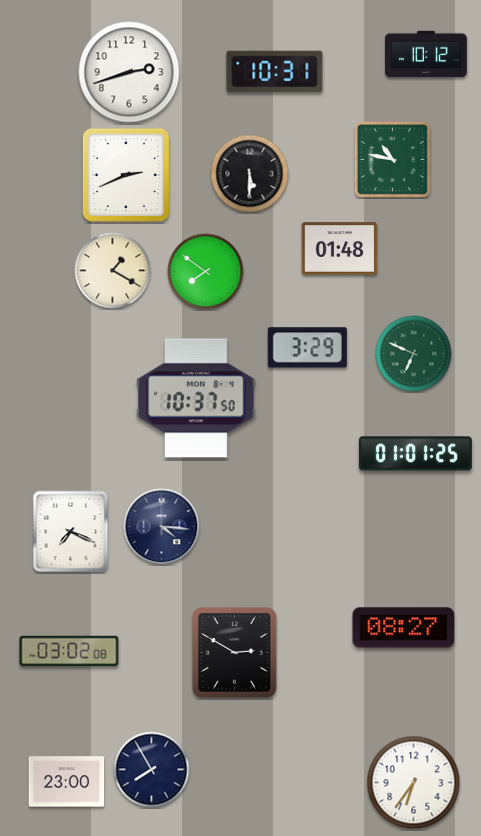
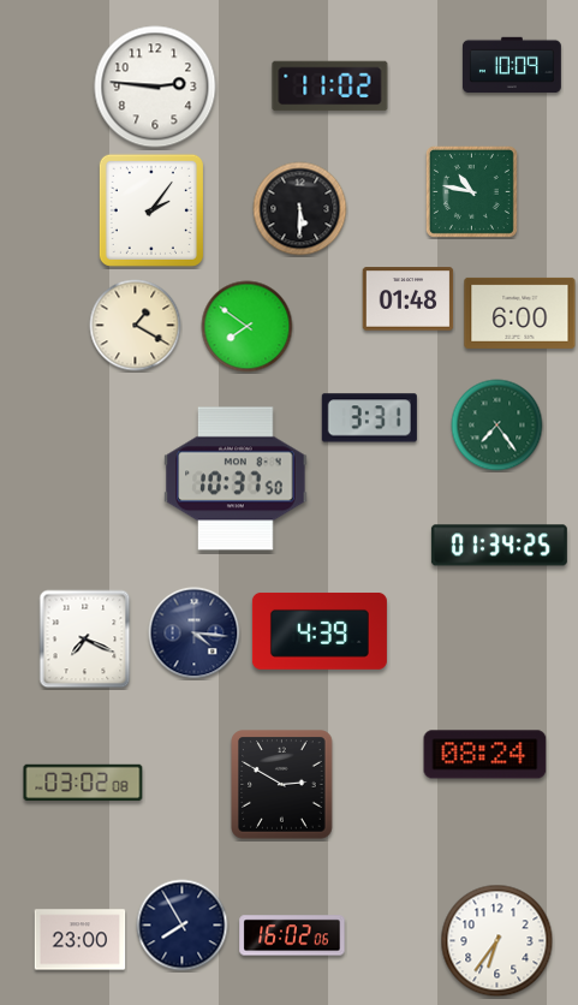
clock at (426, 54): 10:12 -> 10:09
clock at (129, 72): 2:42 -> 2:46
clock at (275, 72): 10:31 -> 11:02
clock at (126, 175): 2:41 -> 2:06
clock at (520, 313): none -> 6:00
clock at (307, 348): 3:29 -> 3:31
clock at (414, 354): 6:49 -> 7:24
clock at (415, 454): 01:01 -> 01:34
clock at (320, 631): none -> 4:39
clock at (404, 628): 08:27 -> 08:24
clock at (292, 935): none -> 16:02
